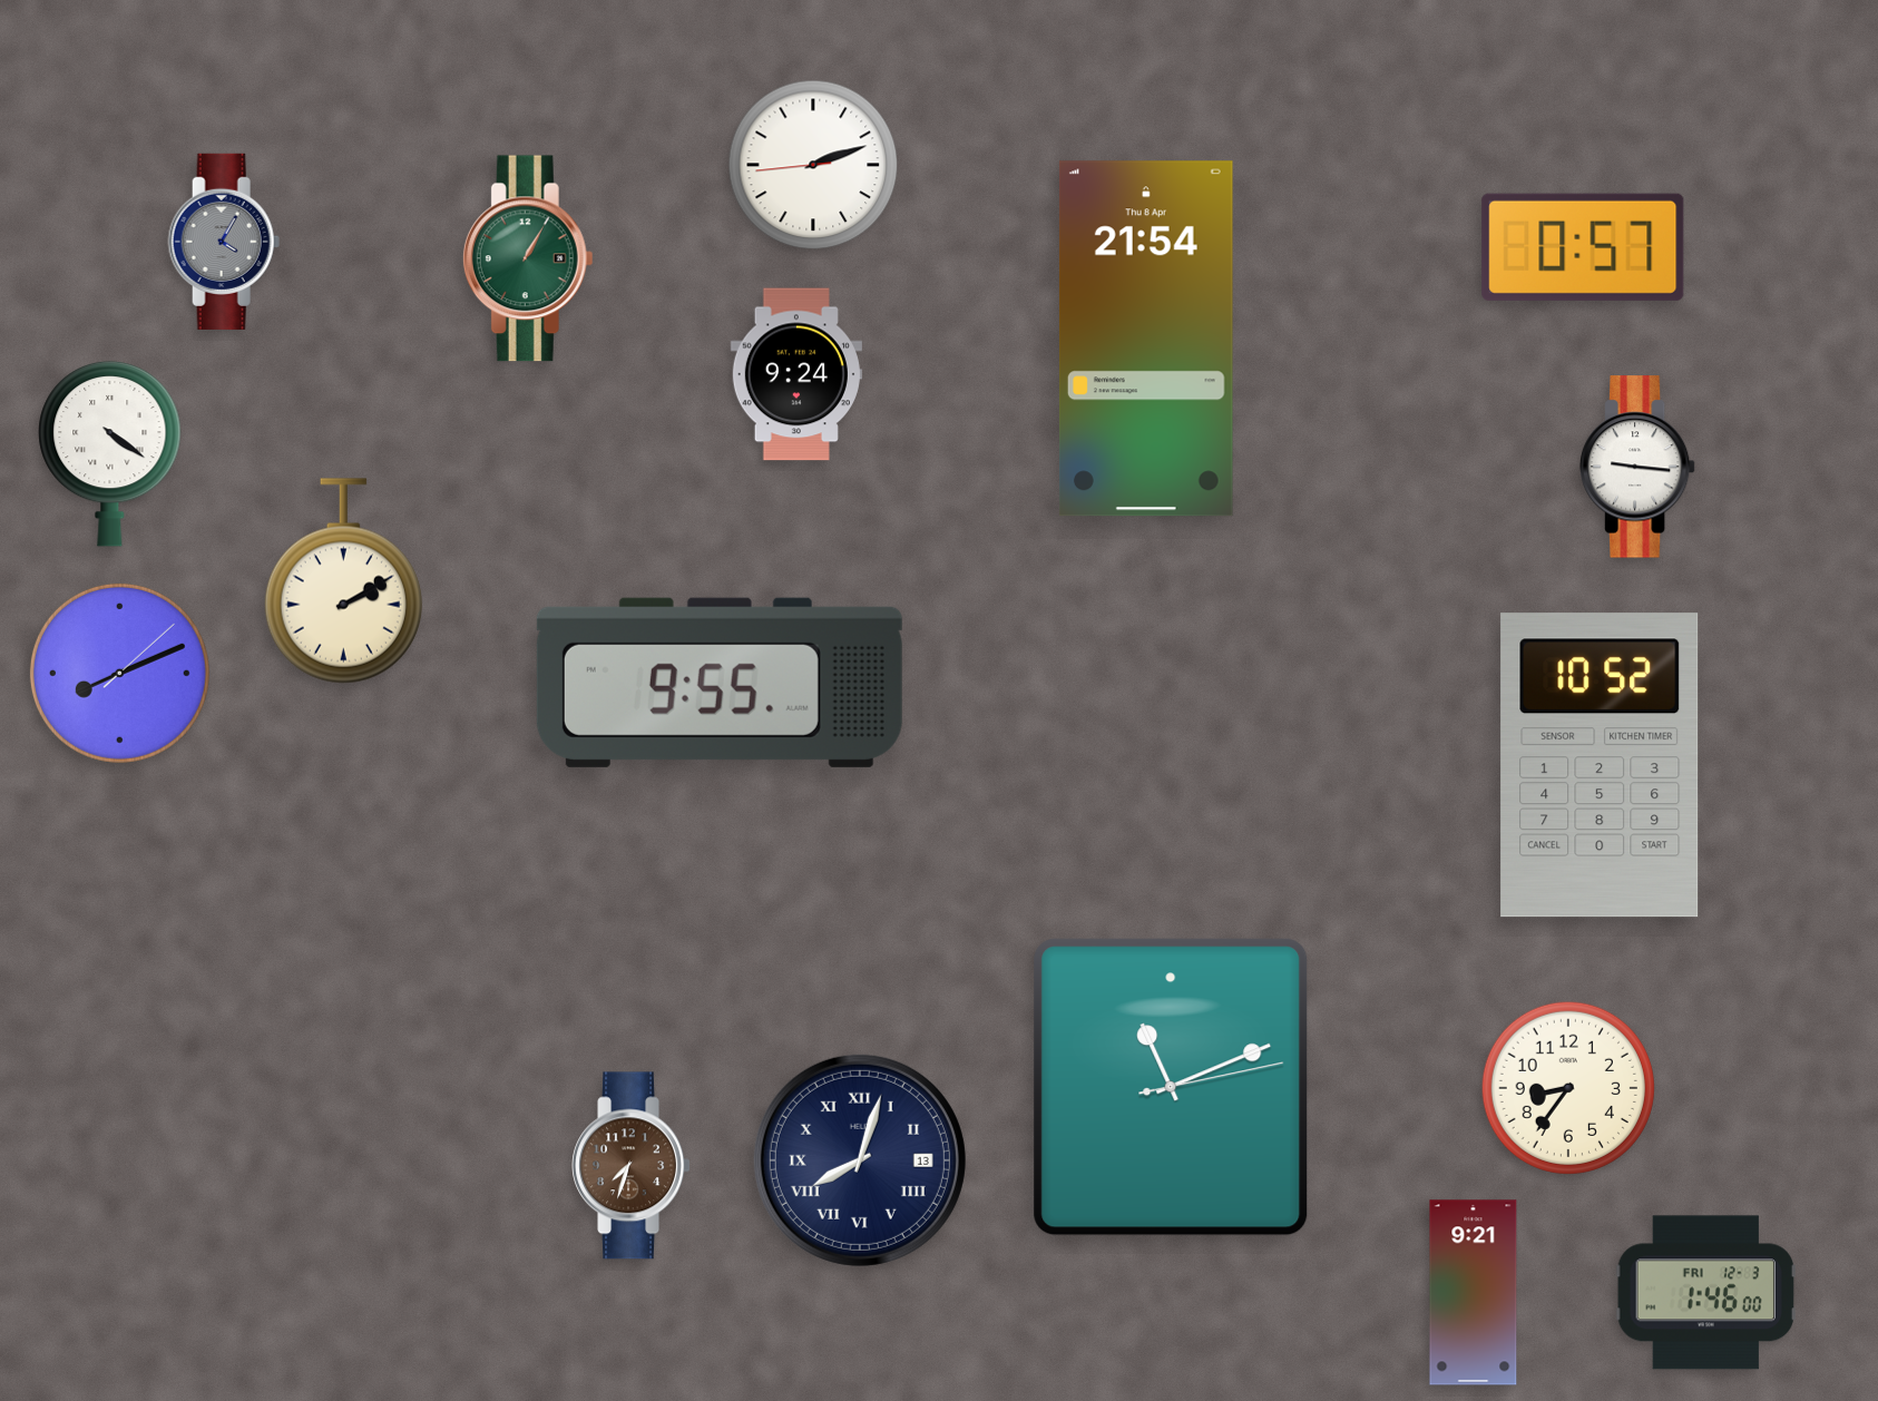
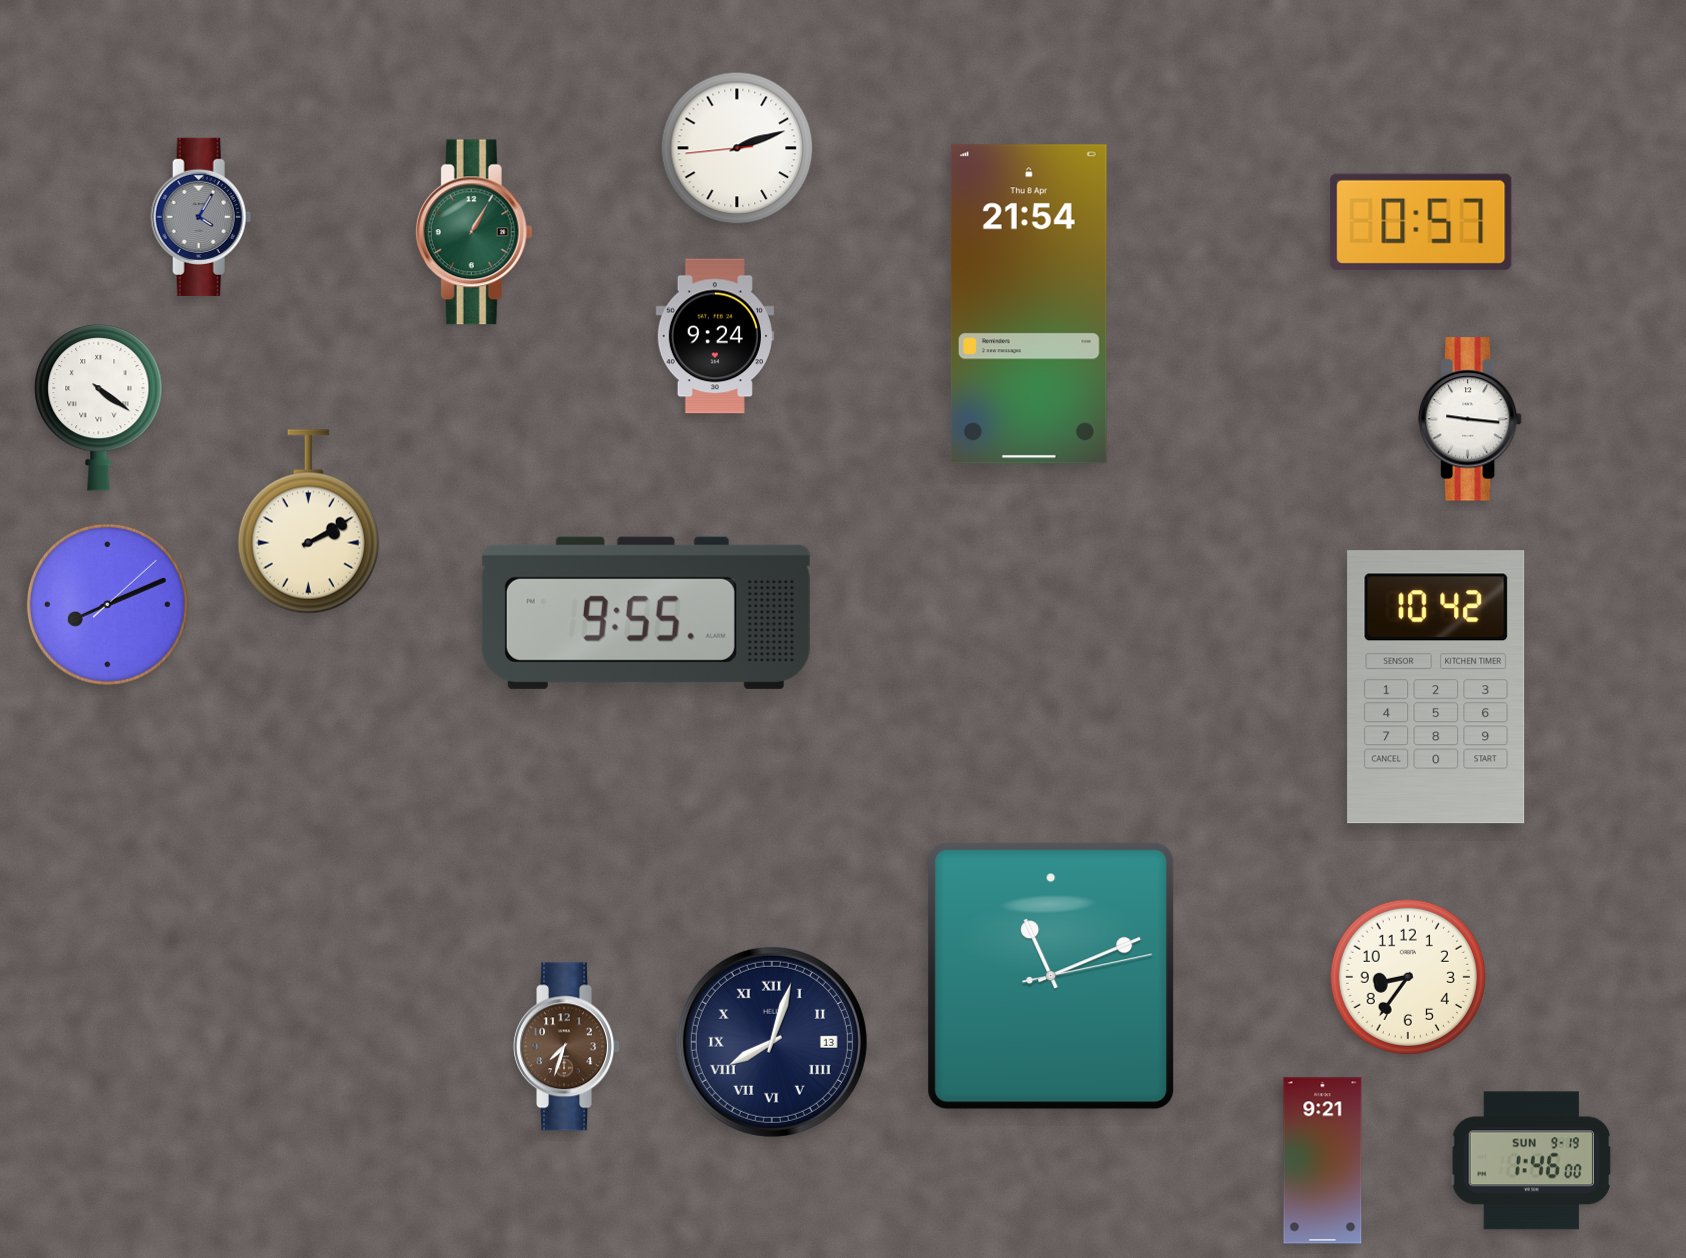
clock at (813, 165) position: (813, 165) -> (737, 148)
clock at (1600, 765): 10:52 -> 10:42
clock at (1705, 1293) date: FRI 12-3 -> SUN 9-19
